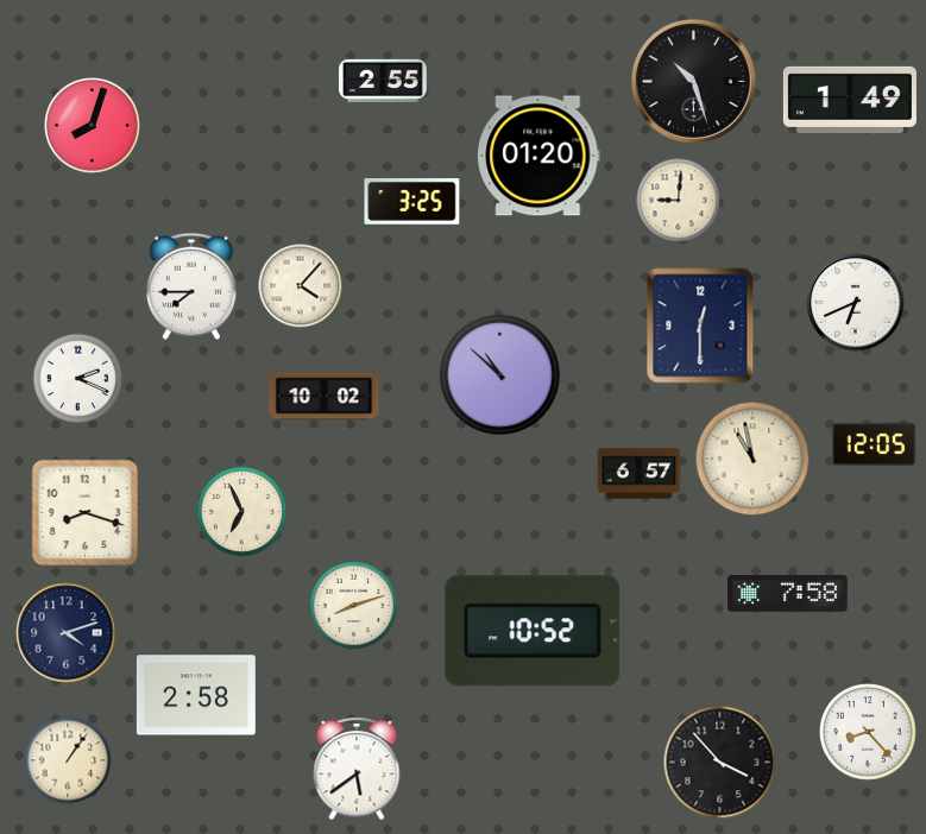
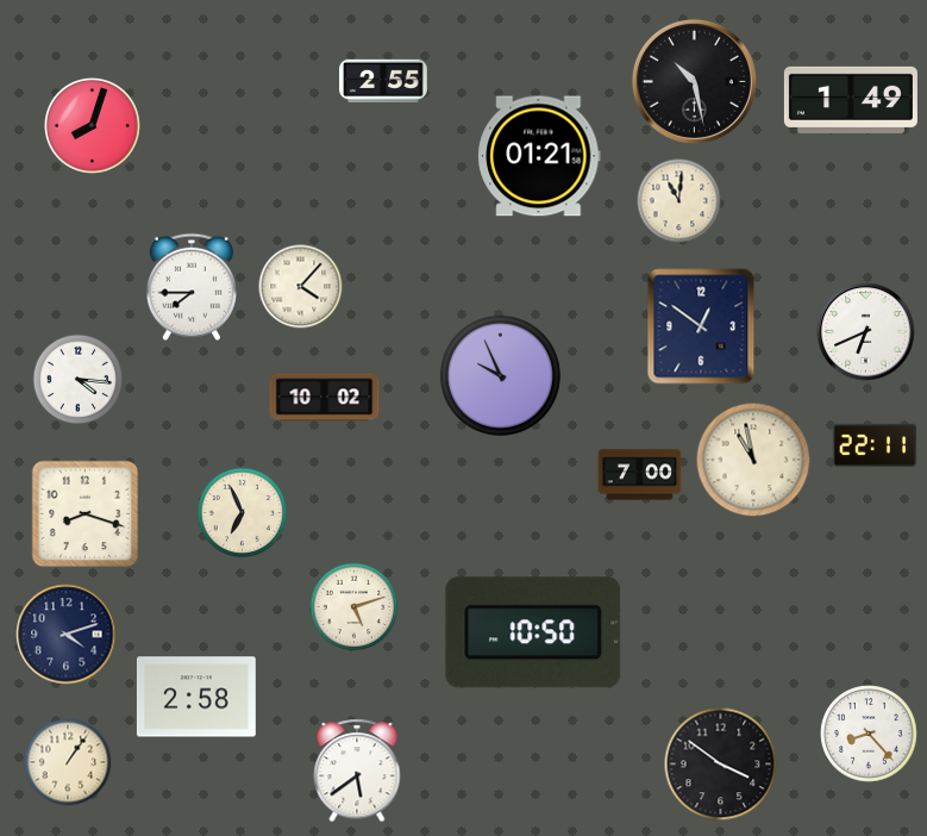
clock at (693, 81): 10:27 -> 10:28
clock at (538, 156): 01:20 -> 01:21
clock at (679, 201): 9:01 -> 11:01
clock at (412, 202): 3:25 -> none
clock at (856, 303) position: (856, 303) -> (866, 332)
clock at (700, 326): 12:30 -> 12:51
clock at (499, 374): 10:52 -> 9:56
clock at (78, 379): 2:19 -> 4:16
clock at (874, 443): 12:05 -> 22:11
clock at (640, 474): 6:57 -> 7:00
clock at (788, 594): 7:58 -> none
clock at (354, 606): 8:12 -> 5:12
clock at (533, 631): 10:52 -> 10:50
clock at (720, 763): 3:53 -> 3:51
